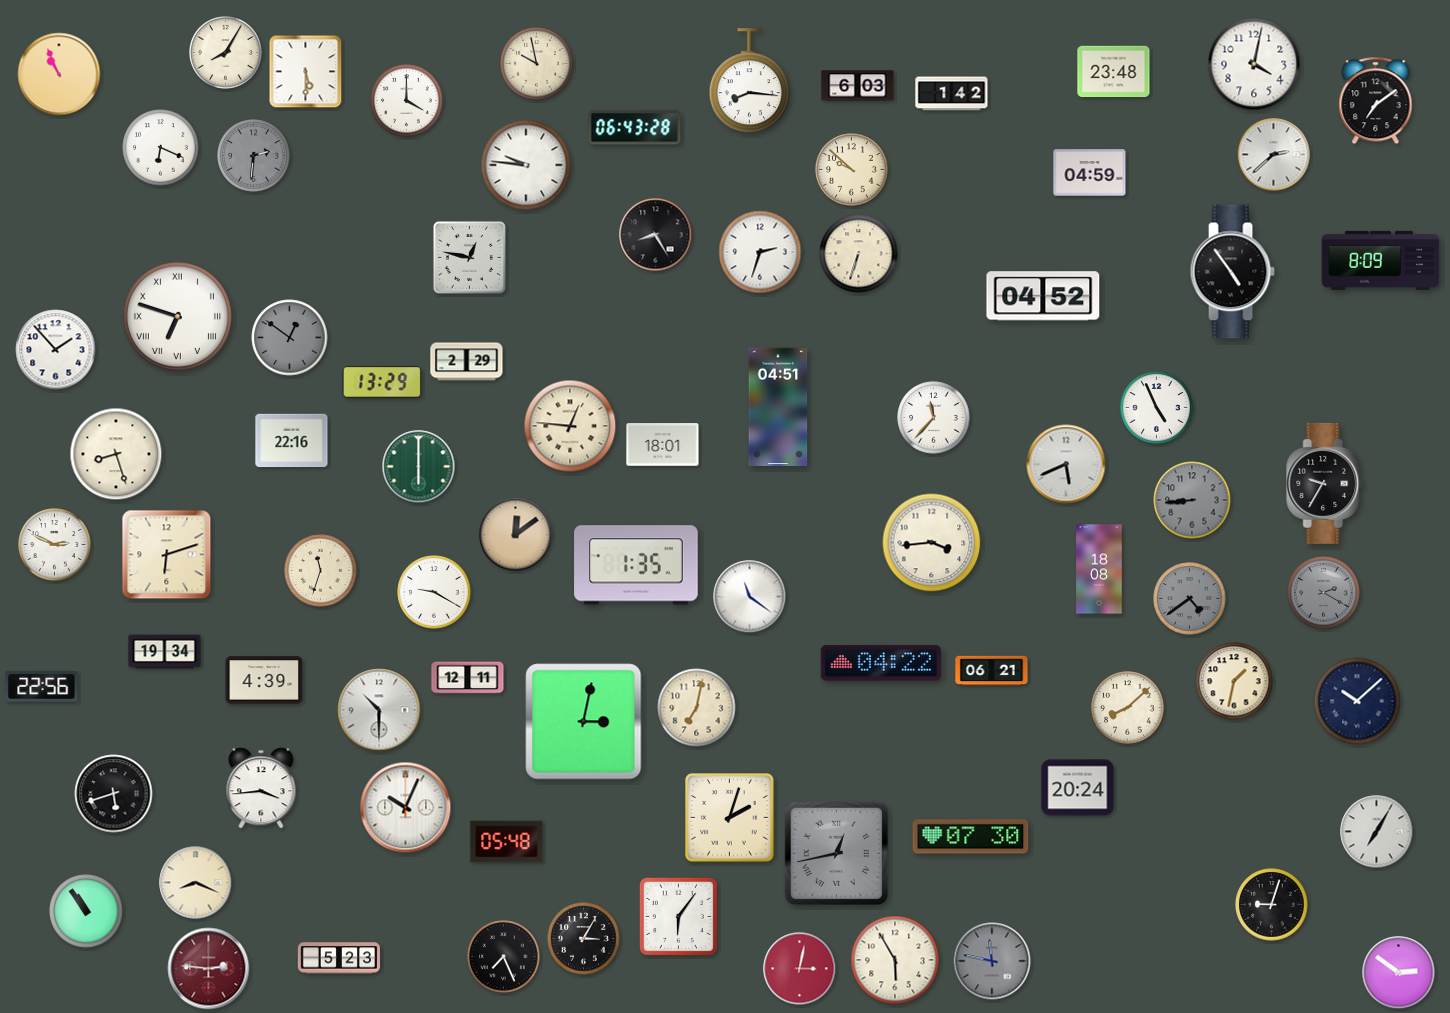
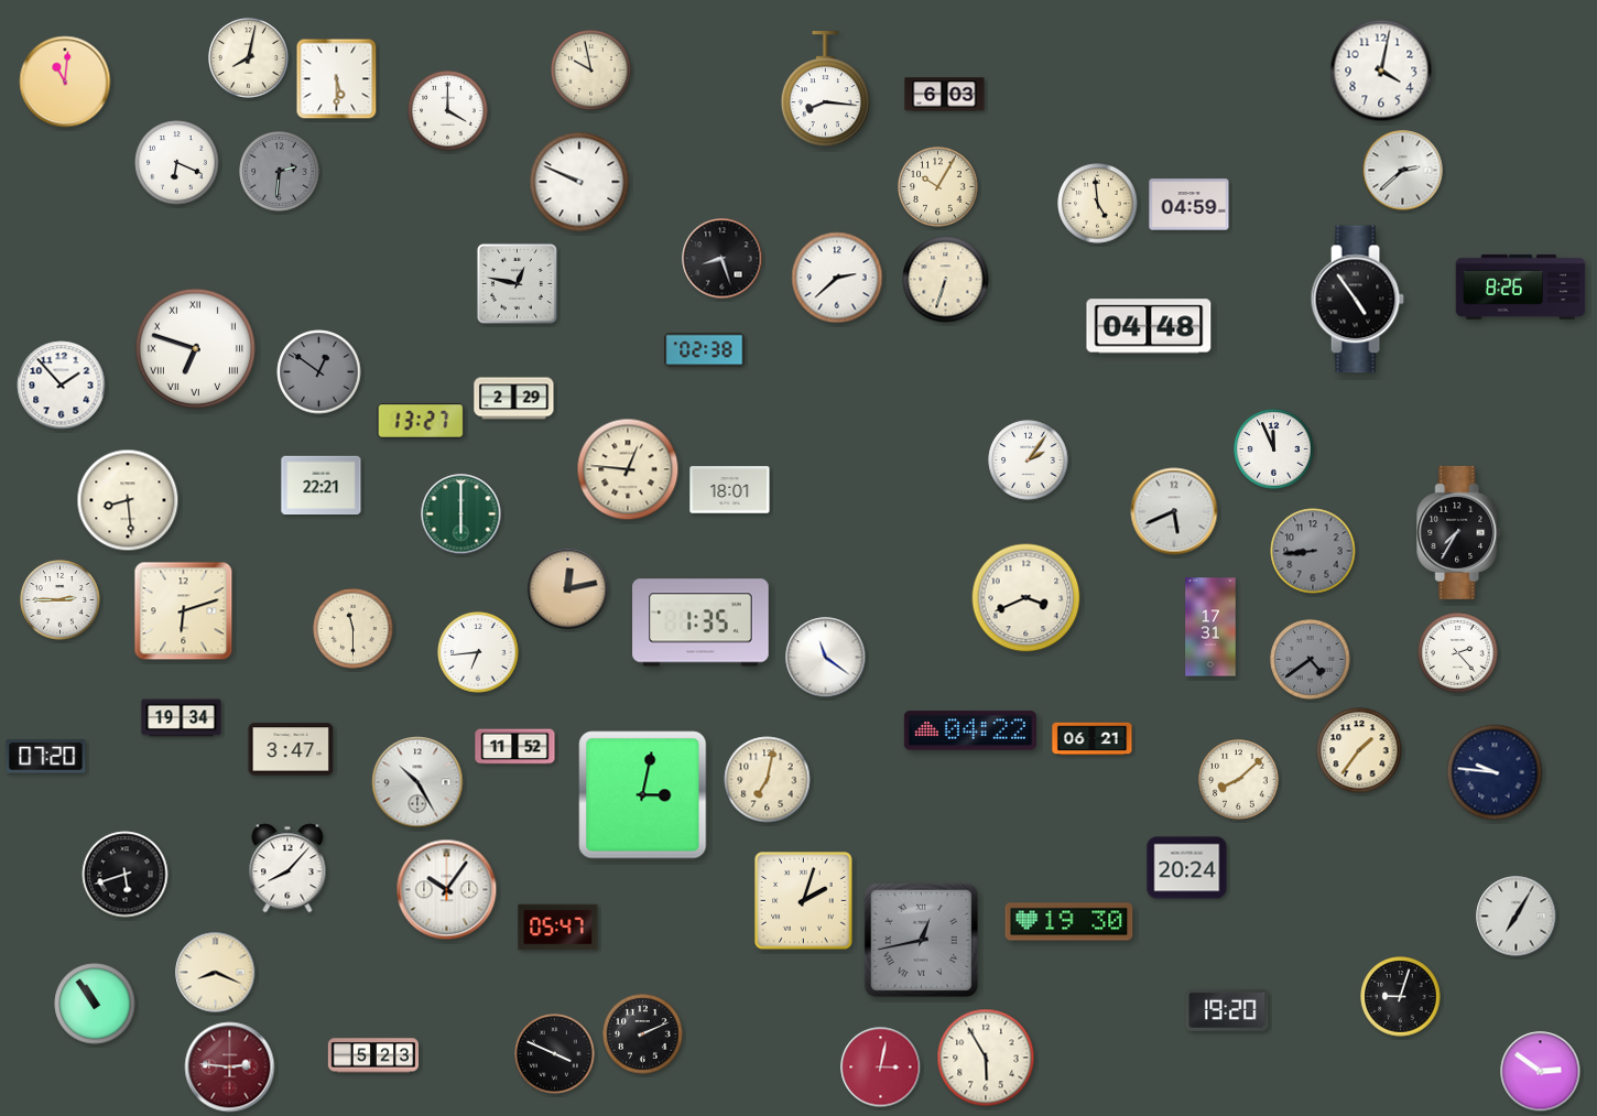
clock at (226, 53): 8:05 -> 8:02
clock at (1114, 72): 23:48 -> none
clock at (59, 74): 10:56 -> 11:01
clock at (952, 94): 1:42 -> none
clock at (1376, 101): 7:09 -> none
clock at (635, 128): 06:43 -> none
clock at (526, 165): 9:46 -> 9:49
clock at (852, 170): 9:52 -> 10:05
clock at (1090, 173) position: (1090, 173) -> (1189, 205)
clock at (1098, 204): none -> 4:59
clock at (656, 235): 8:25 -> 8:27
clock at (760, 252): 2:33 -> 2:38
clock at (1381, 260): 8:09 -> 8:26
clock at (1043, 296): 04:52 -> 04:48
clock at (705, 350): none -> 02:38
clock at (382, 383): 13:29 -> 13:27
clock at (778, 407): 04:51 -> none
clock at (1157, 408): 4:56 -> 11:56
clock at (934, 418): 11:37 -> 2:06
clock at (292, 441): 22:16 -> 22:21
clock at (116, 454): 8:27 -> 8:29
clock at (1325, 483): 9:35 -> 7:35
clock at (516, 535): 12:09 -> 12:13
clock at (932, 543): 3:44 -> 3:41
clock at (55, 545): 2:49 -> 2:45
clock at (1099, 569): 18:08 -> 17:31
clock at (321, 571): 11:33 -> 11:30
clock at (434, 592): 9:20 -> 6:44
clock at (1324, 593): 2:20 -> 2:23
clock at (1324, 593) dial: grey -> white
clock at (468, 678): 12:11 -> 11:52
clock at (264, 680): 4:39 -> 3:47
clock at (1234, 681): 1:32 -> 1:36
clock at (42, 687): 22:56 -> 07:20
clock at (1357, 701): 10:08 -> 9:46
clock at (1128, 708) position: (1128, 708) -> (1239, 780)
clock at (379, 710): 10:30 -> 10:25
clock at (261, 788): 3:44 -> 8:07
clock at (406, 808): 10:04 -> 10:06
clock at (971, 837): 07:30 -> 19:30
clock at (507, 842): 05:48 -> 05:47
clock at (678, 916): 6:06 -> none
clock at (1227, 1010): none -> 19:20
clock at (584, 939): 3:05 -> 2:11
clock at (504, 957): 7:26 -> 3:49
clock at (992, 961): 11:47 -> none
